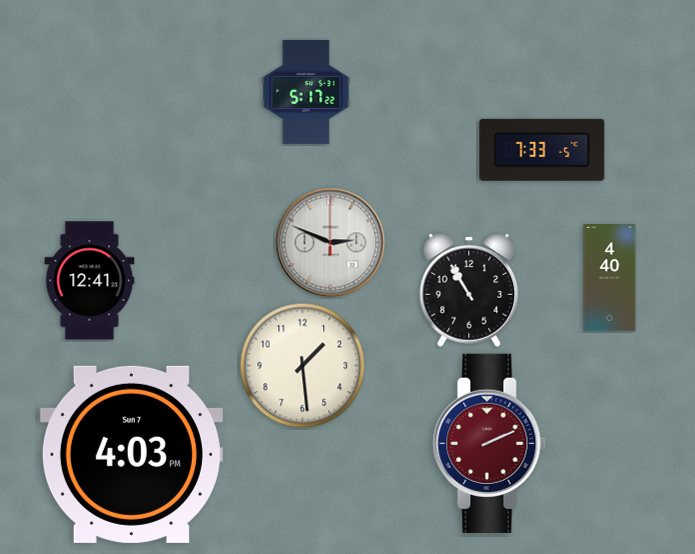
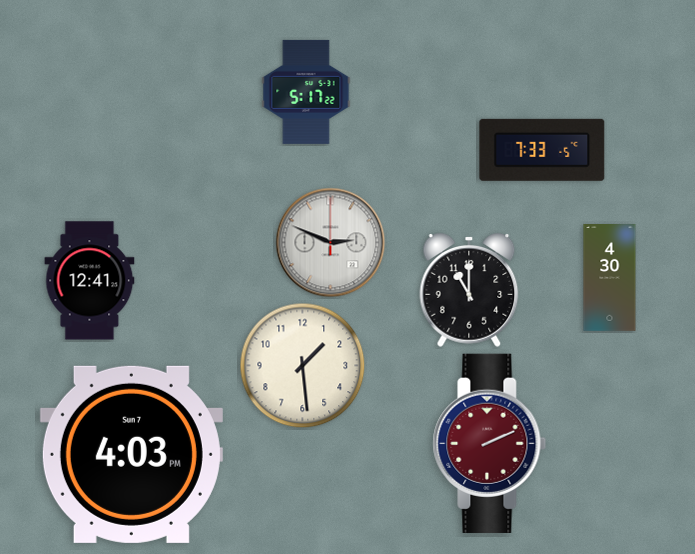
clock at (610, 278): 4:40 -> 4:30
clock at (469, 291): 10:55 -> 11:00
